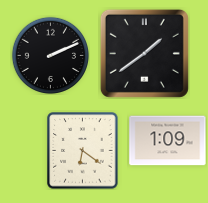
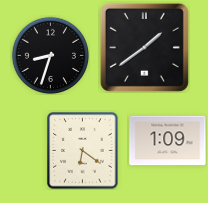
clock at (144, 53) position: (144, 53) -> (144, 47)
clock at (50, 55): 2:11 -> 8:33
